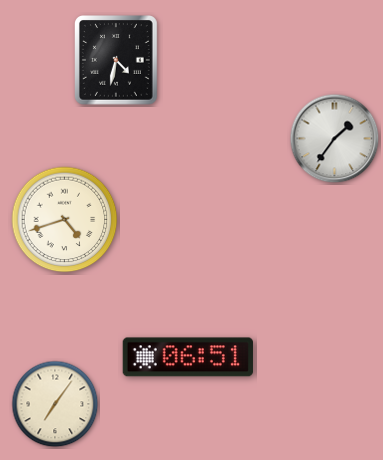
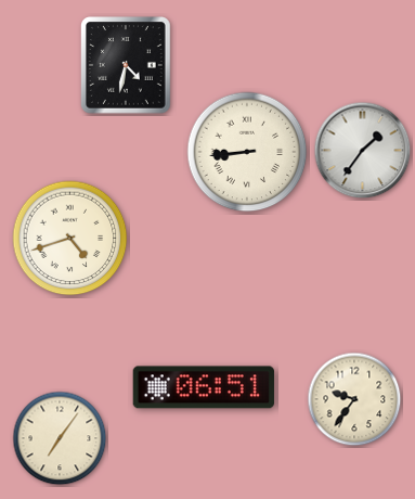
clock at (247, 152): none -> 8:44
clock at (354, 399): none -> 9:36
